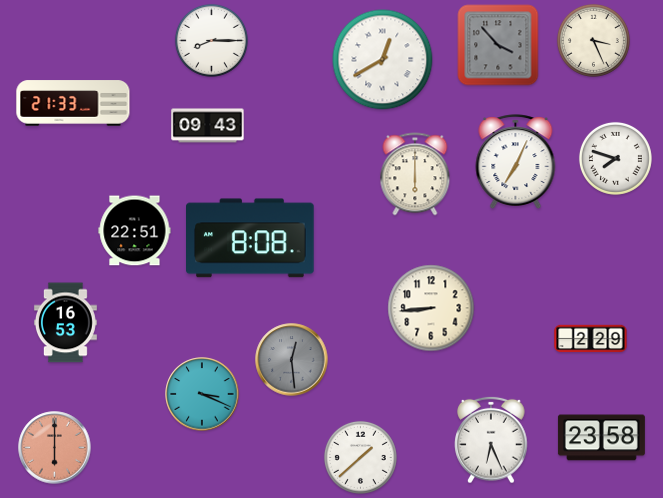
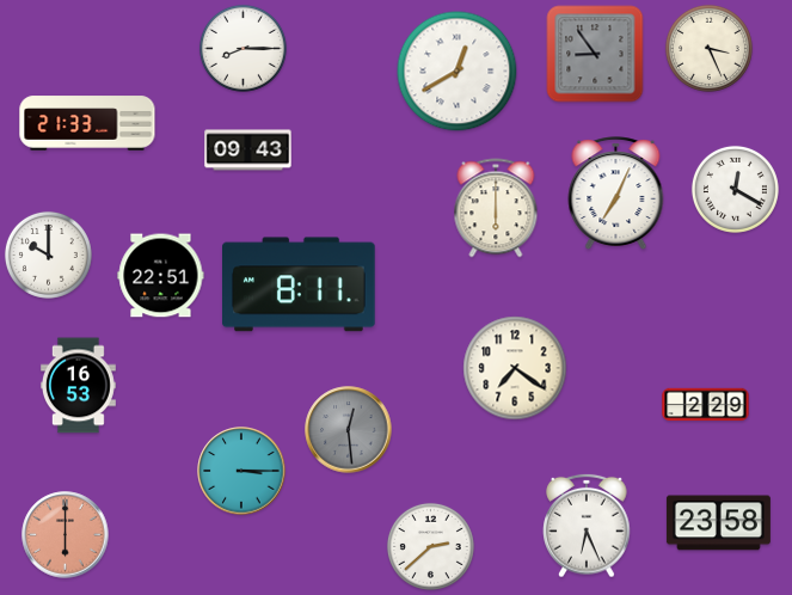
clock at (211, 40) position: (211, 40) -> (242, 48)
clock at (498, 45): 3:53 -> 8:54
clock at (615, 158): 7:48 -> 12:20
clock at (48, 254): none -> 10:00
clock at (251, 238): 8:08 -> 8:11
clock at (431, 308): 8:44 -> 7:21
clock at (202, 394): 3:19 -> 3:15
clock at (360, 457): 1:38 -> 2:38
